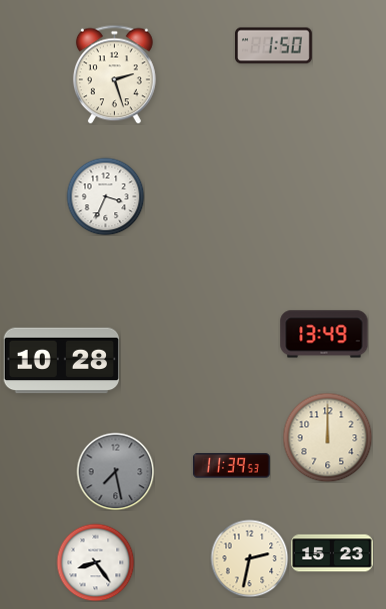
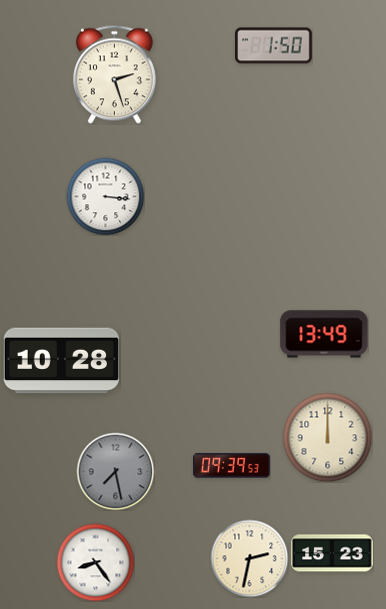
clock at (105, 196): 3:34 -> 3:16
clock at (232, 466): 11:39 -> 09:39
